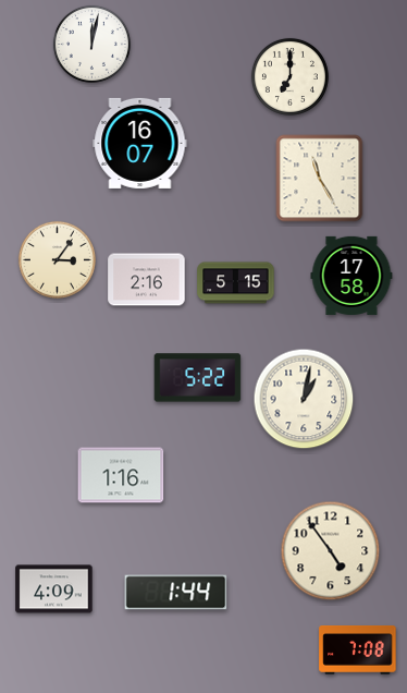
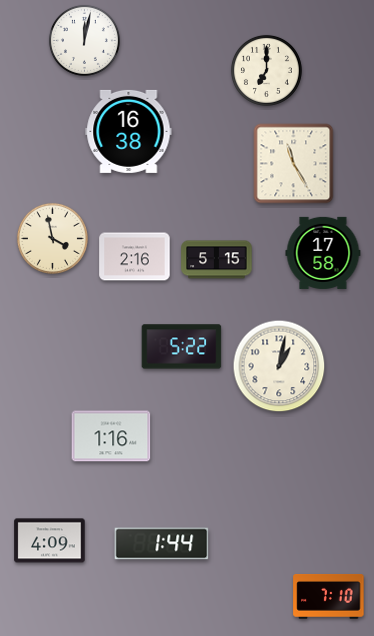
clock at (140, 143): 16:07 -> 16:38
clock at (57, 259): 3:06 -> 3:58
clock at (331, 551): 4:54 -> none
clock at (358, 651): 7:08 -> 7:10
